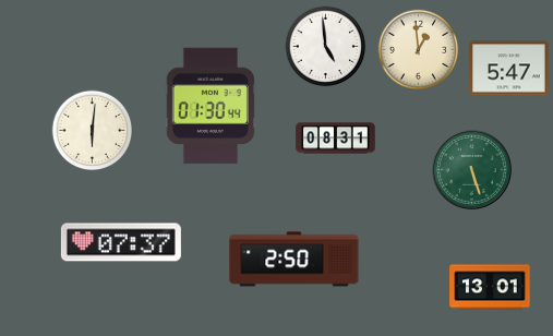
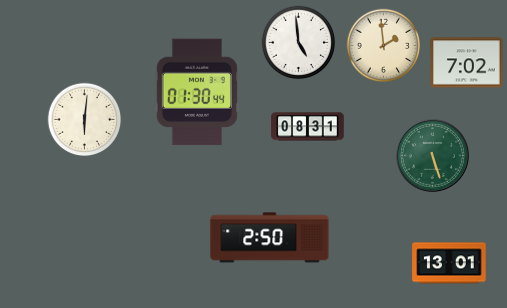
clock at (419, 50): 12:59 -> 1:59
clock at (509, 69): 5:47 -> 7:02
clock at (211, 106) position: (211, 106) -> (197, 92)
clock at (121, 242): 07:37 -> none
